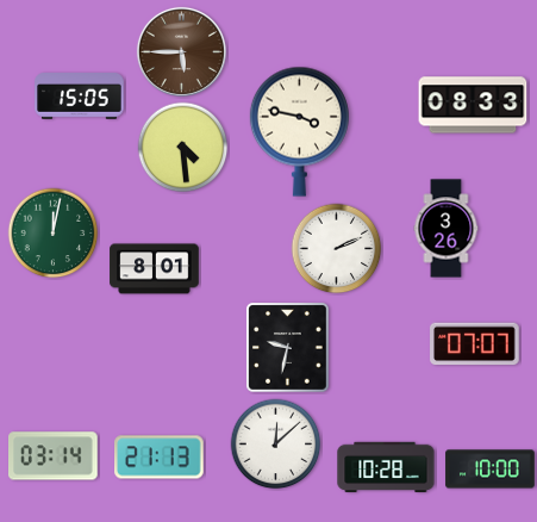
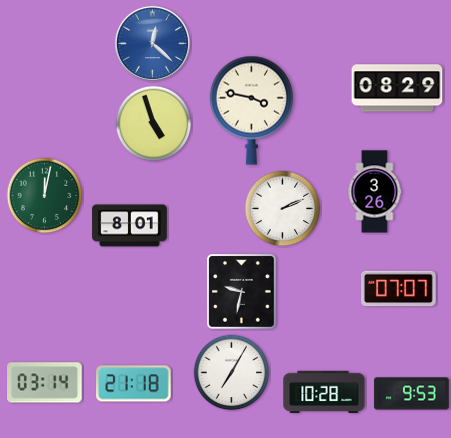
clock at (181, 51): 5:45 -> 12:22
clock at (181, 51) dial: brown -> blue
clock at (80, 97): 15:05 -> none
clock at (473, 105): 08:33 -> 08:29
clock at (183, 148): 4:29 -> 4:57
clock at (276, 445): 12:08 -> 7:05
clock at (160, 458): 21:13 -> 21:18
clock at (491, 470): 10:00 -> 9:53
